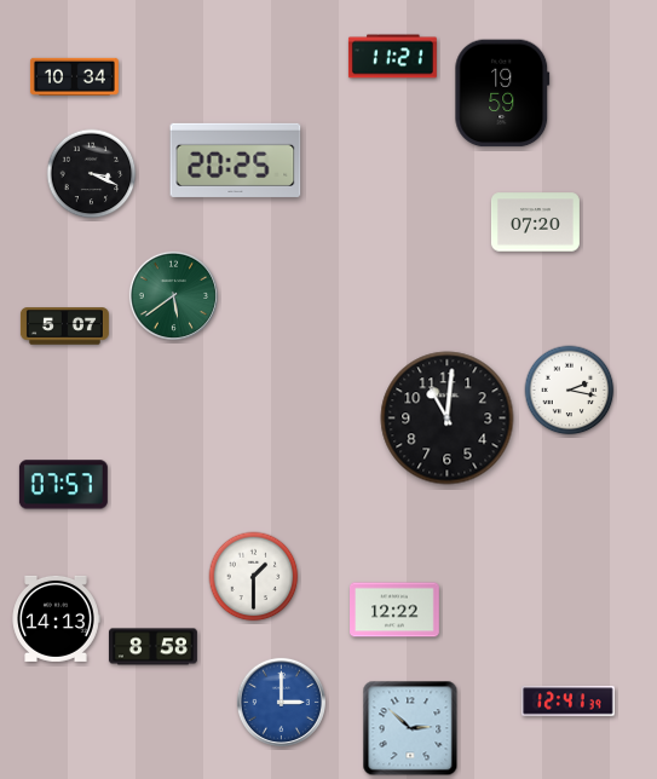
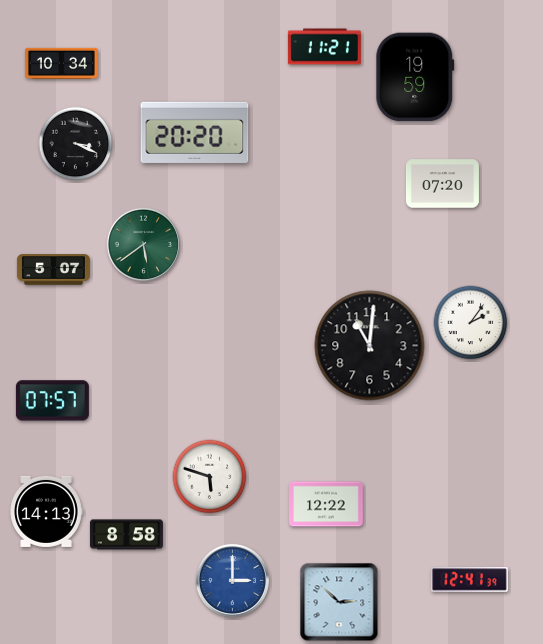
clock at (236, 160): 20:25 -> 20:20
clock at (570, 391): 2:17 -> 2:06
clock at (254, 577): 1:30 -> 5:48
